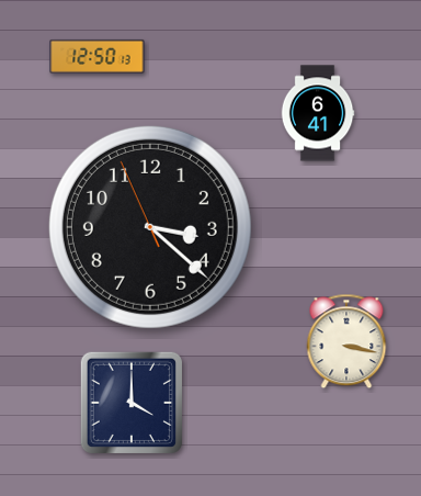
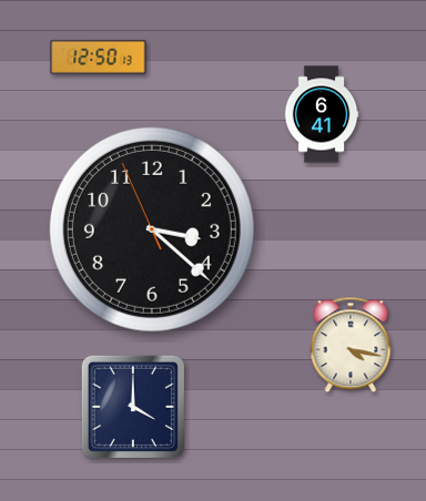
clock at (346, 341): 3:17 -> 4:17
